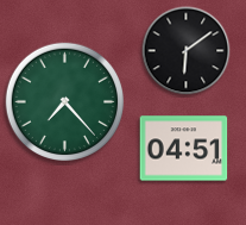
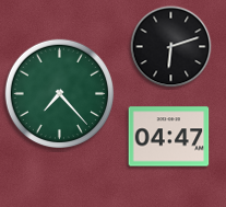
clock at (187, 51): 6:09 -> 6:12
clock at (184, 149): 04:51 -> 04:47
